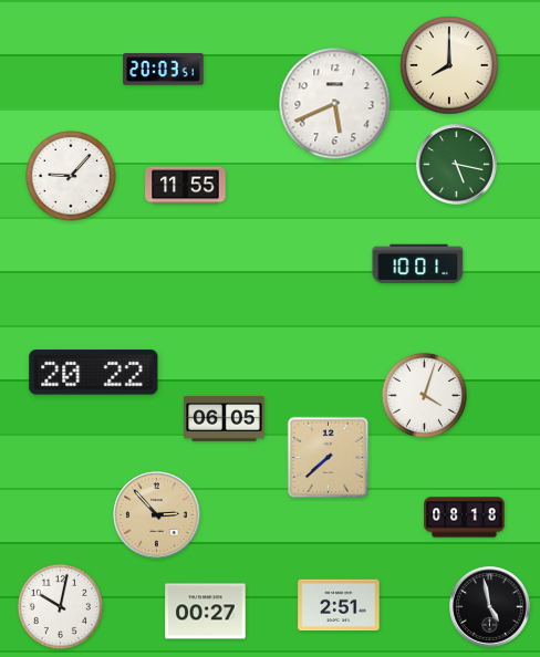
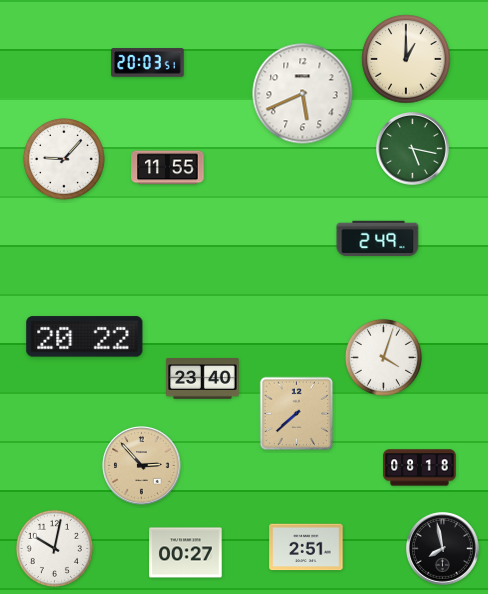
clock at (449, 65): 8:00 -> 1:00
clock at (418, 264): 10:01 -> 2:49
clock at (225, 419): 06:05 -> 23:40
clock at (490, 607): 4:58 -> 7:58
